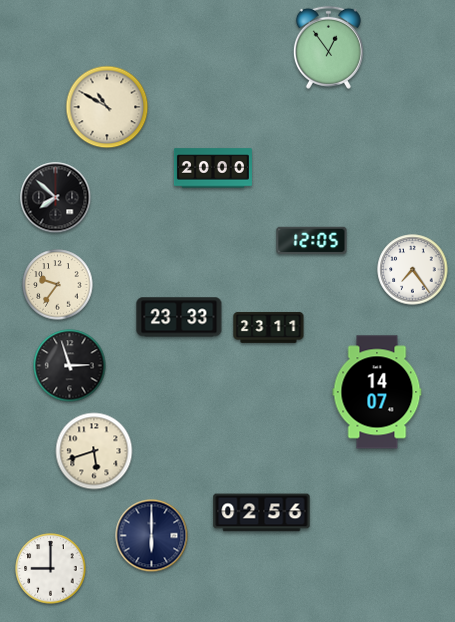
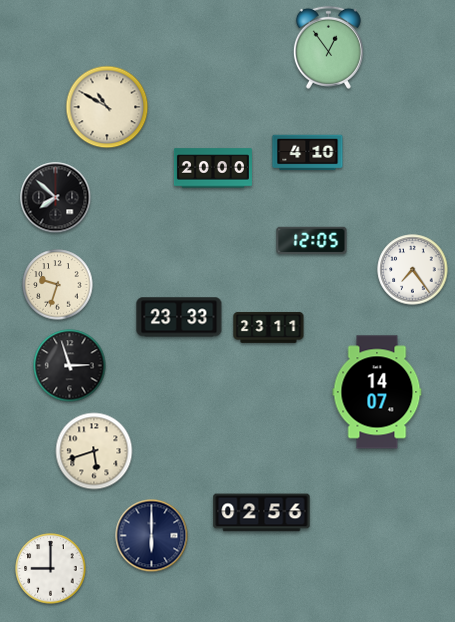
clock at (308, 153): none -> 4:10
clock at (58, 285): 9:36 -> 9:33
